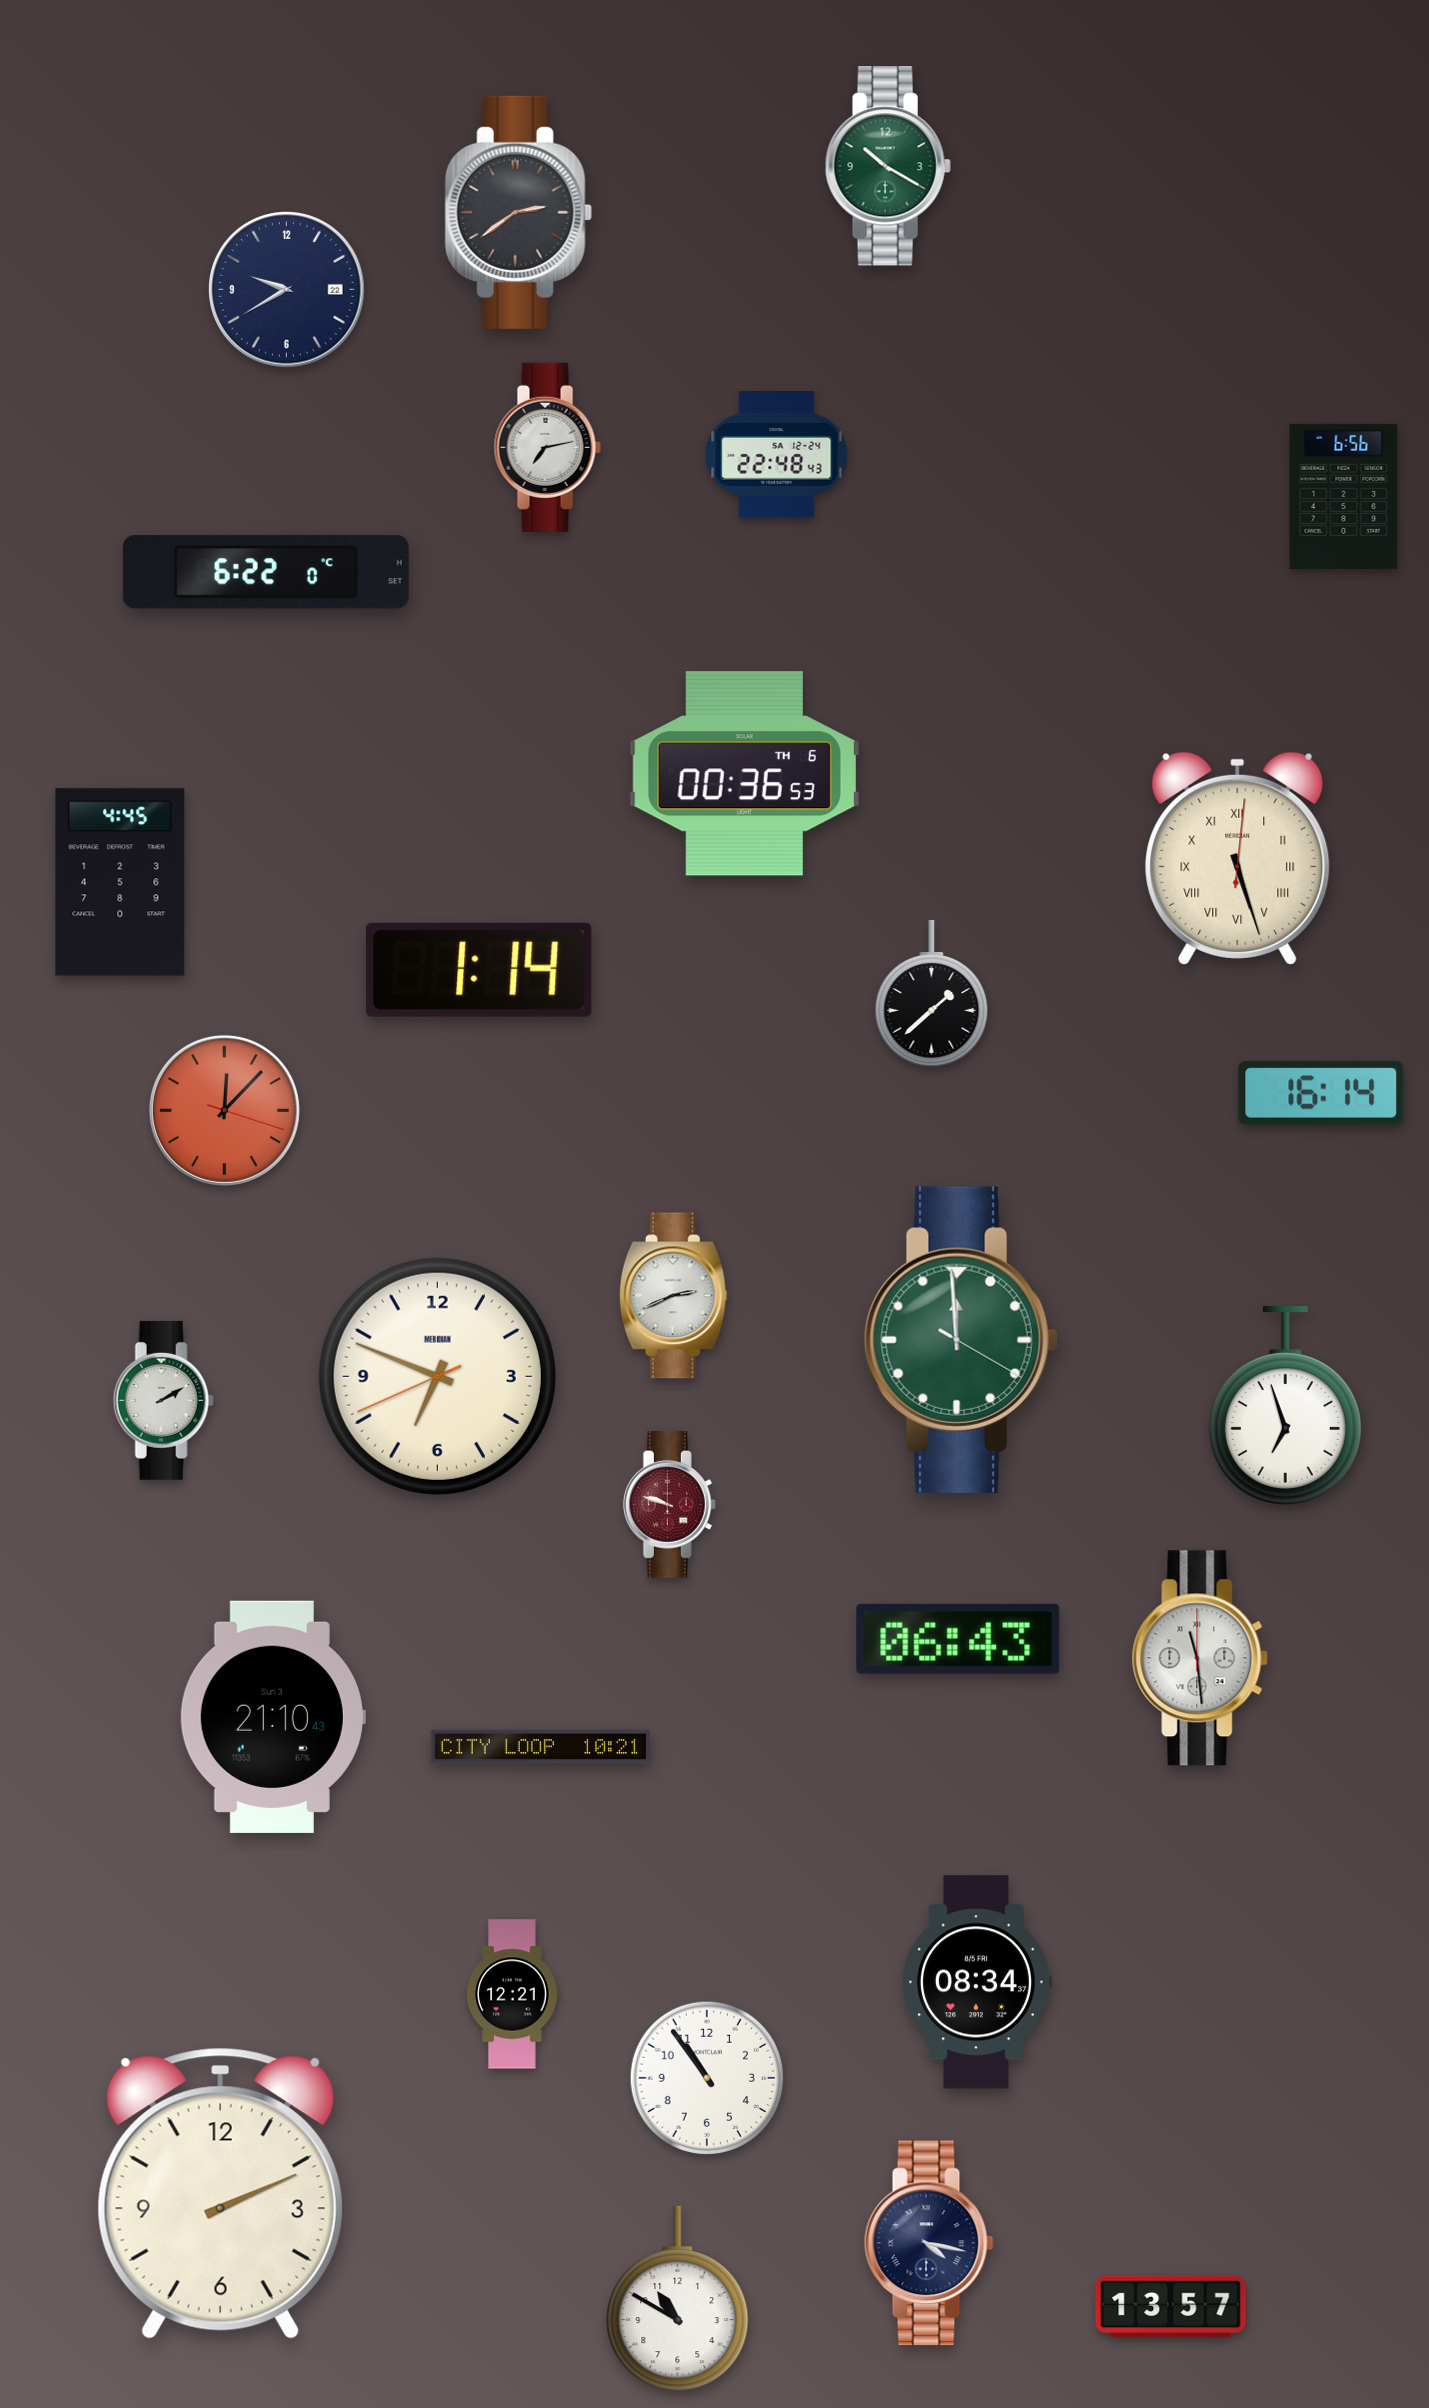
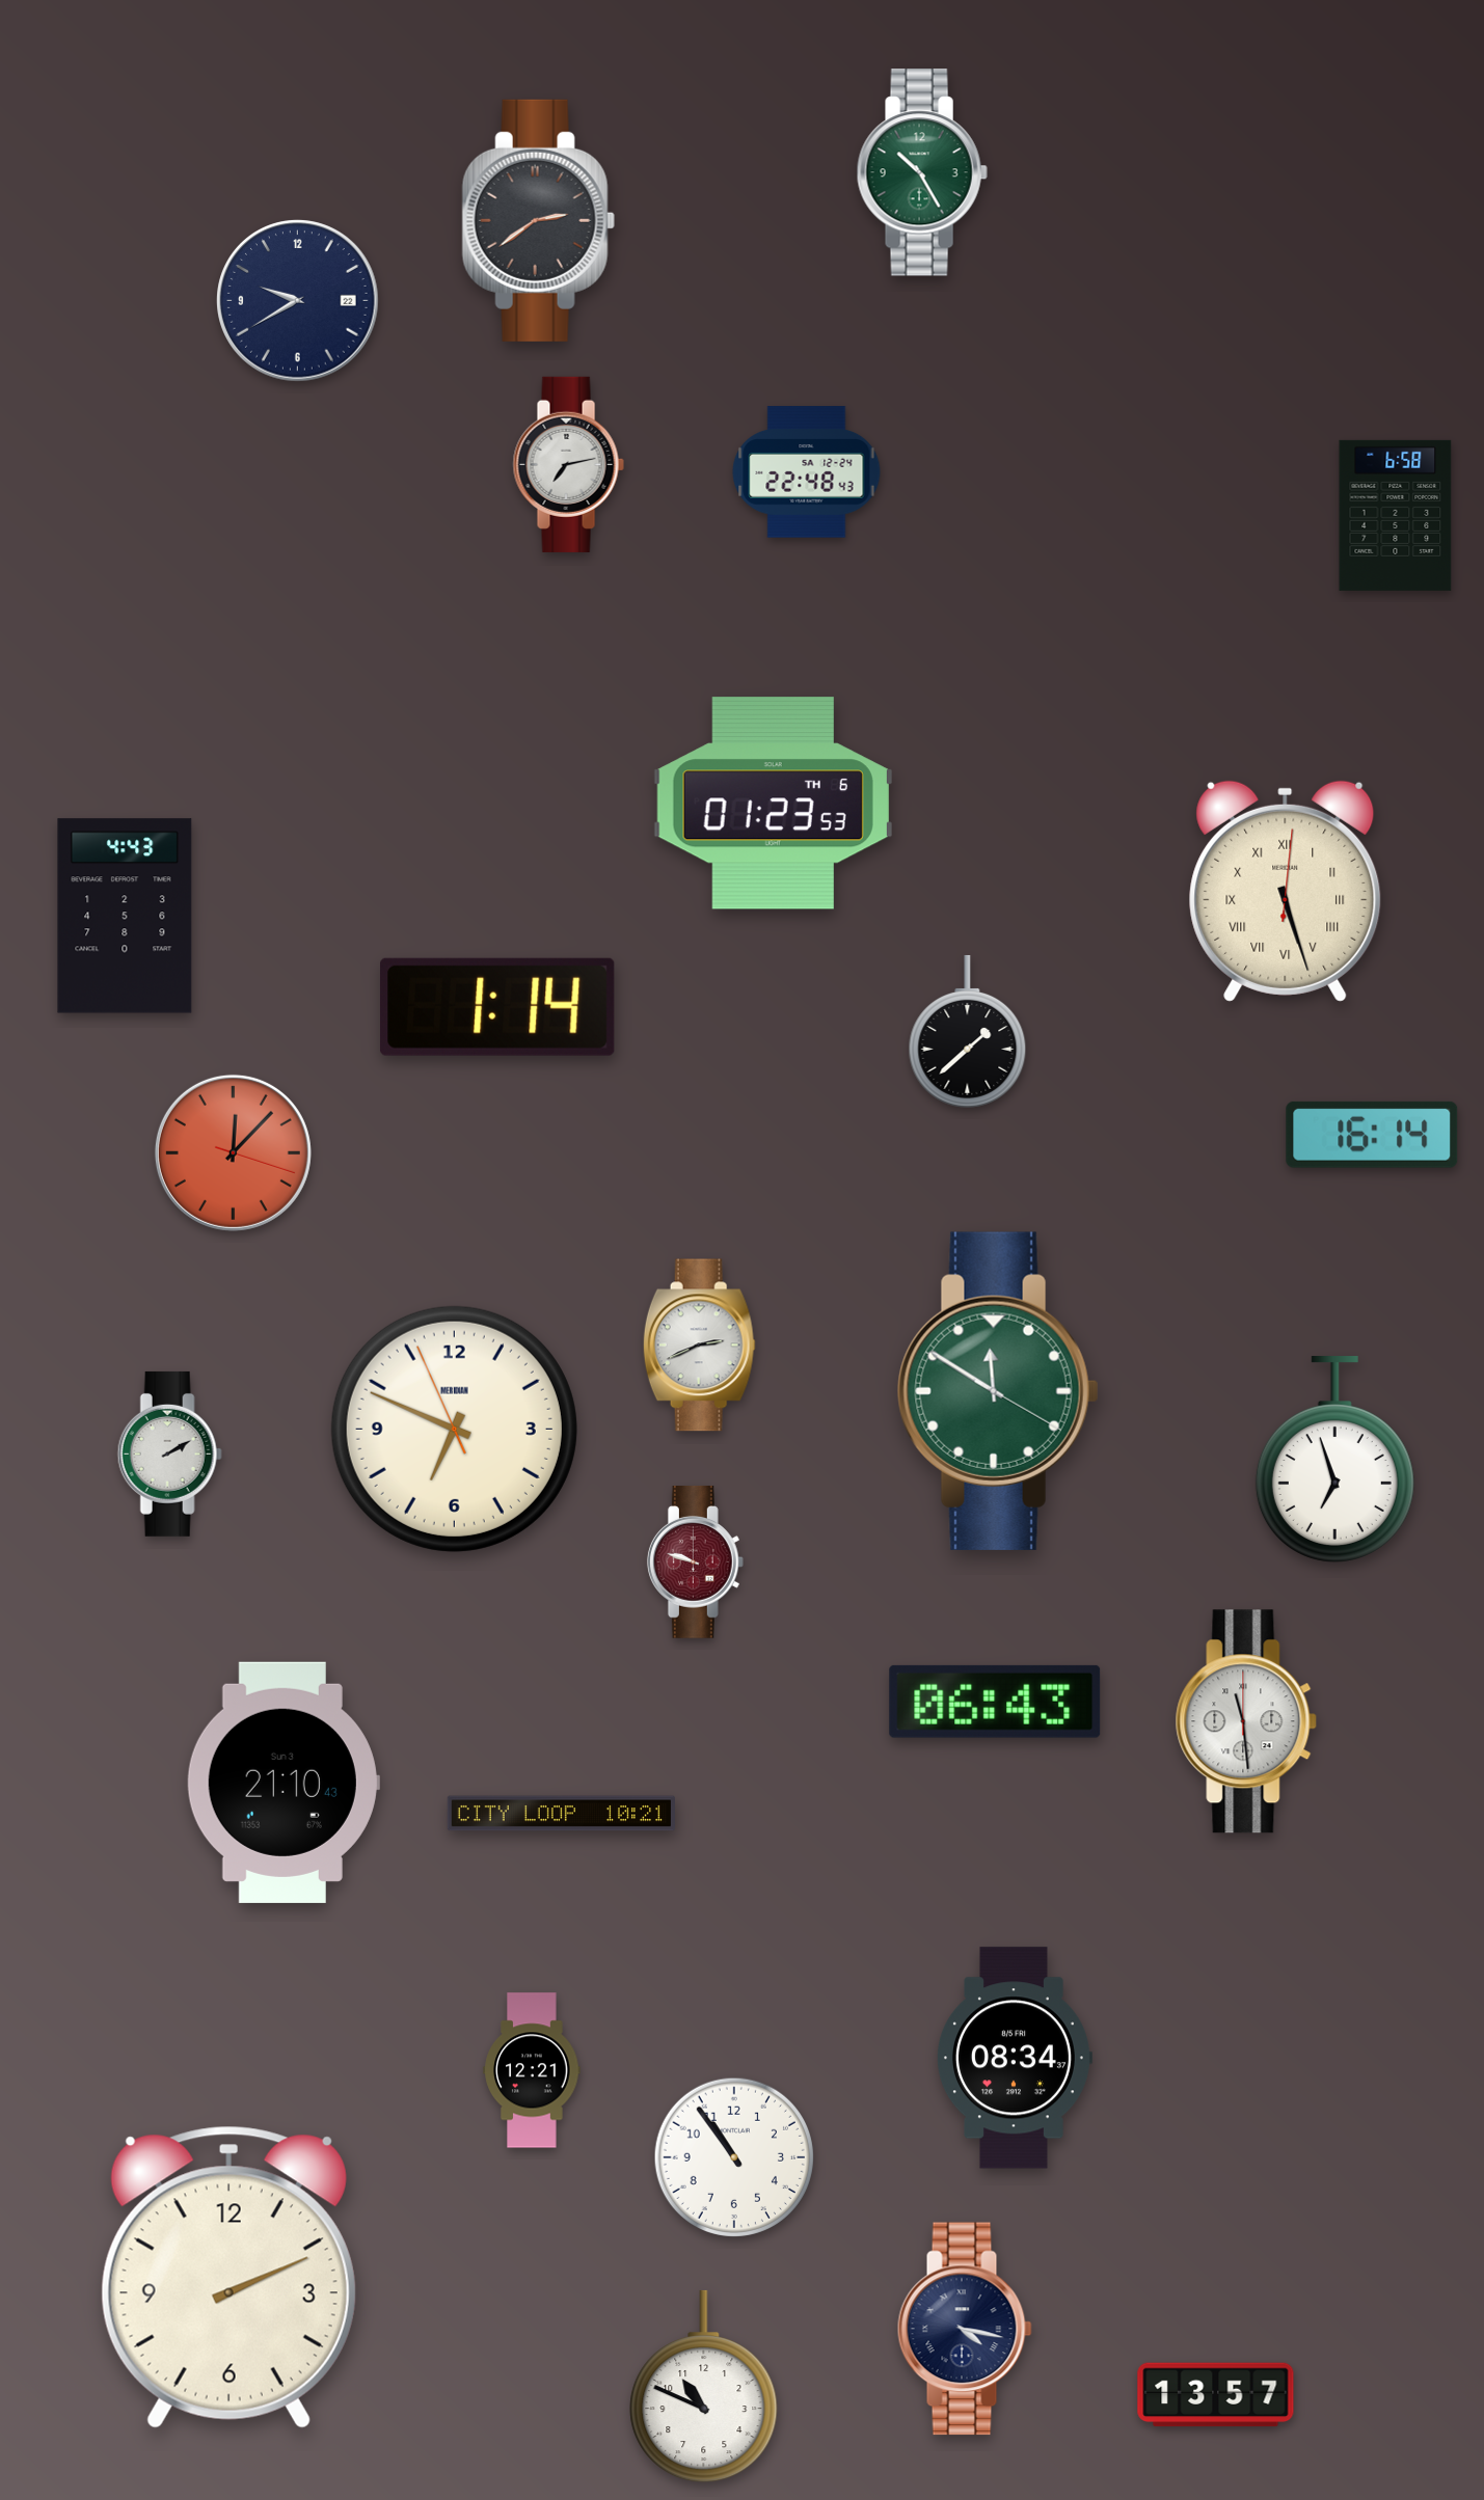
clock at (888, 166): 10:20 -> 10:25
clock at (1344, 496): 6:56 -> 6:58
clock at (266, 572): 6:22 -> none
clock at (744, 774): 00:36 -> 01:23
clock at (120, 882): 4:45 -> 4:43
clock at (961, 1340): 11:59 -> 11:50
clock at (437, 1376): 6:48:41 -> 6:48:56
clock at (678, 2299): 10:50 -> 10:49
